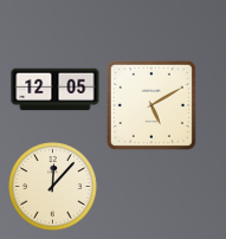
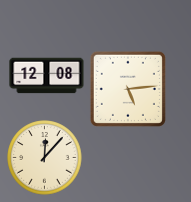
clock at (56, 90): 12:05 -> 12:08
clock at (151, 105): 5:10 -> 5:14
